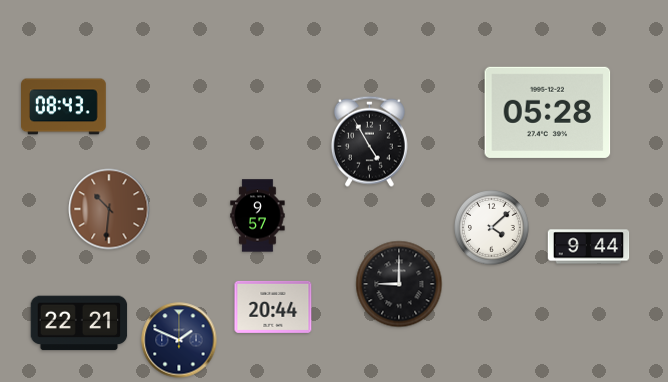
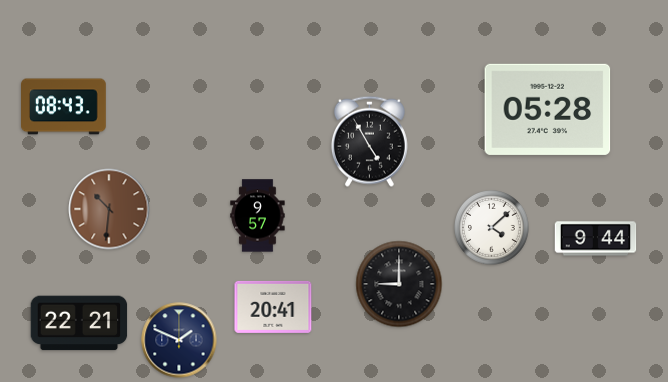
clock at (548, 112) position: (548, 112) -> (548, 109)
clock at (589, 247) position: (589, 247) -> (596, 239)
clock at (273, 307): 20:44 -> 20:41
